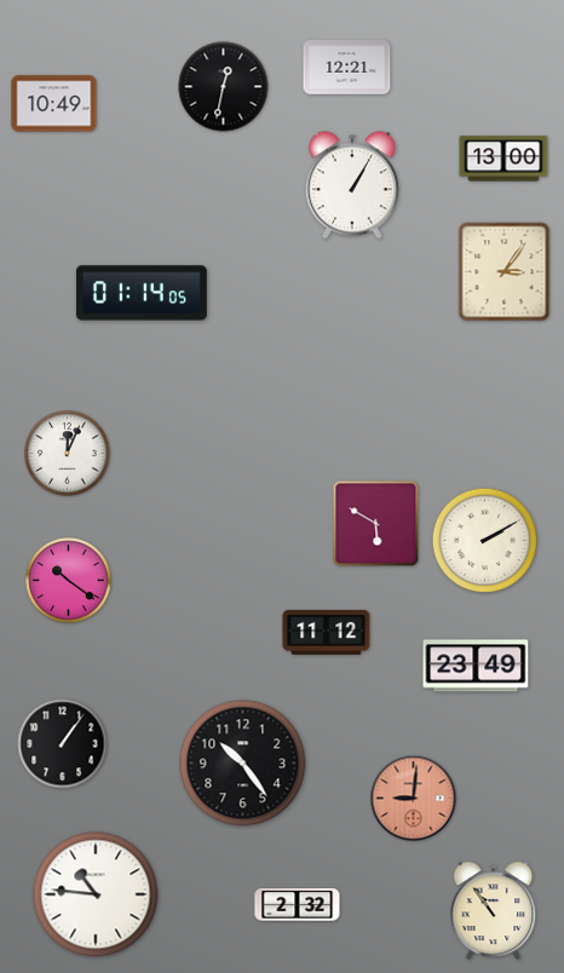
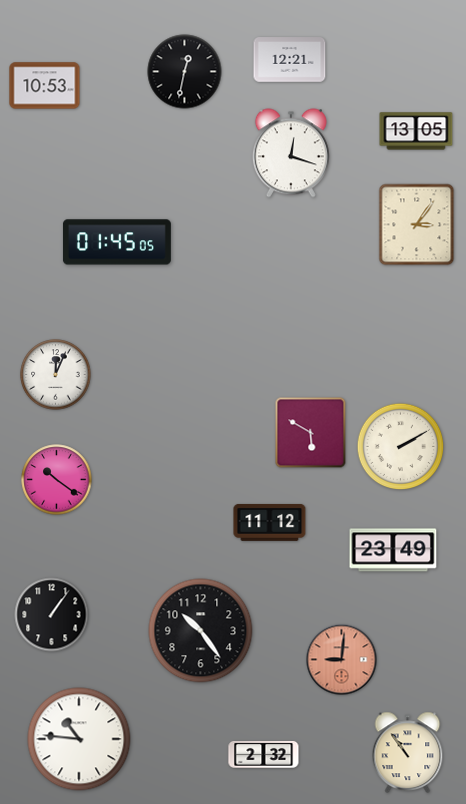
clock at (347, 68) position: (347, 68) -> (290, 60)
clock at (54, 104): 10:49 -> 10:53
clock at (503, 159): 13:00 -> 13:05
clock at (352, 185): 1:05 -> 12:18
clock at (142, 293): 01:14 -> 01:45
clock at (298, 904) position: (298, 904) -> (264, 754)
